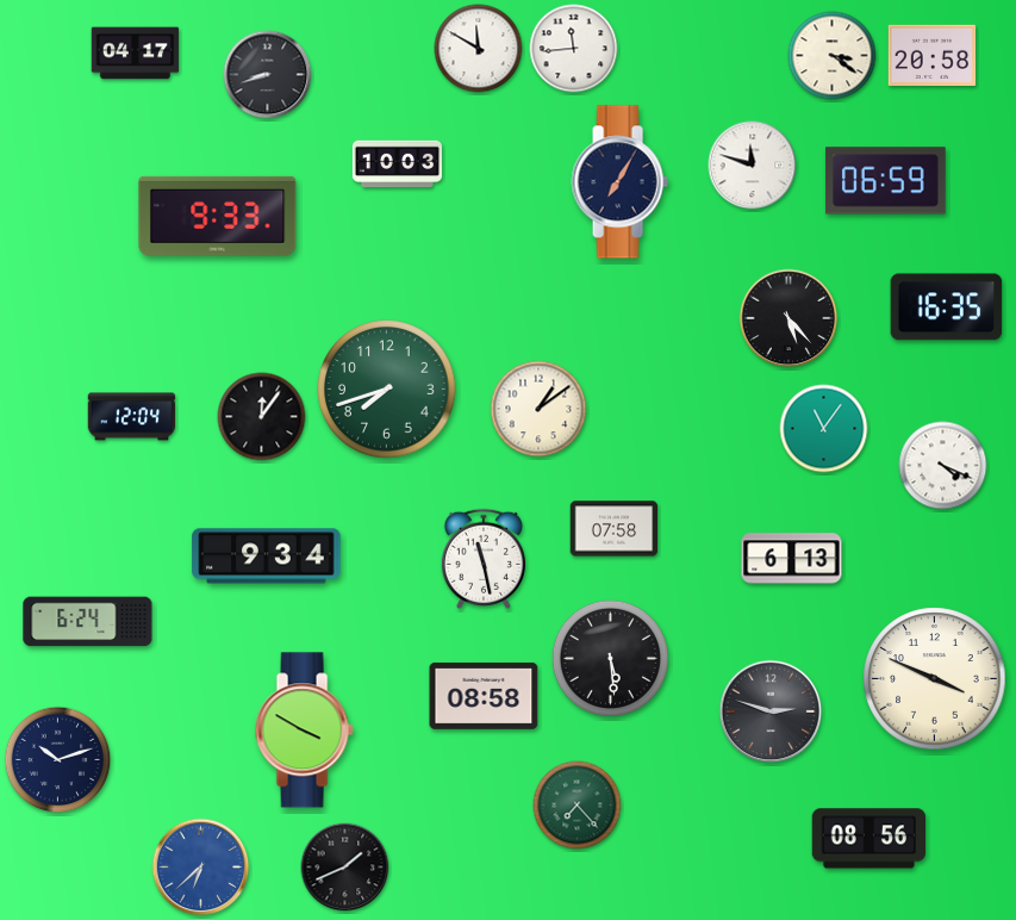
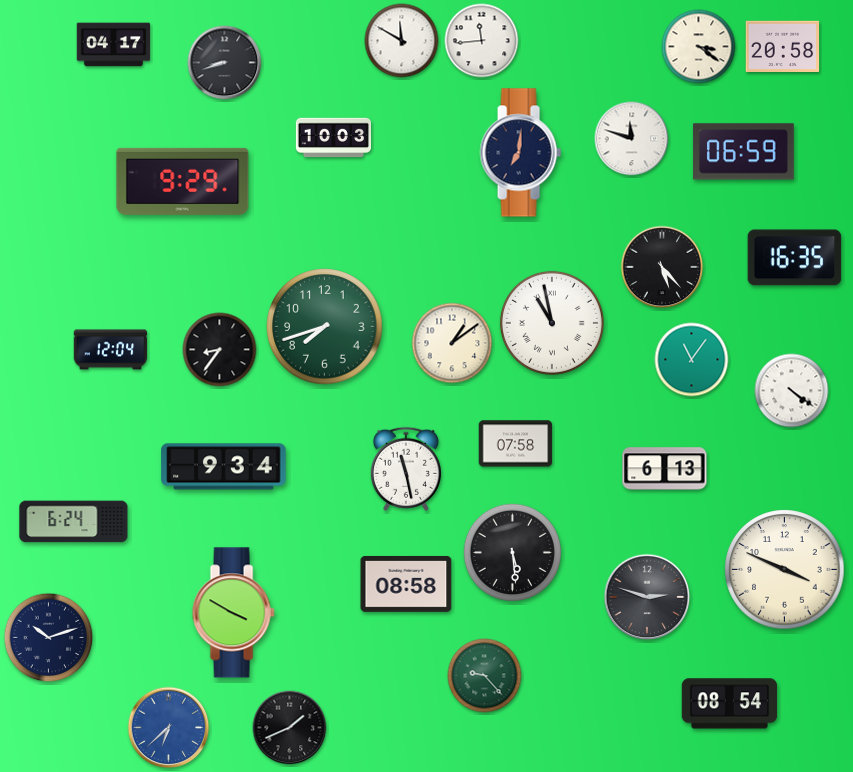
clock at (619, 182): 7:05 -> 7:01
clock at (218, 216): 9:33 -> 9:29
clock at (552, 323): none -> 10:58
clock at (262, 417): 12:06 -> 8:36
clock at (943, 466): 4:19 -> 4:21
clock at (304, 731) position: (304, 731) -> (233, 613)
clock at (578, 806): 7:23 -> 9:23
clock at (869, 839): 08:56 -> 08:54
